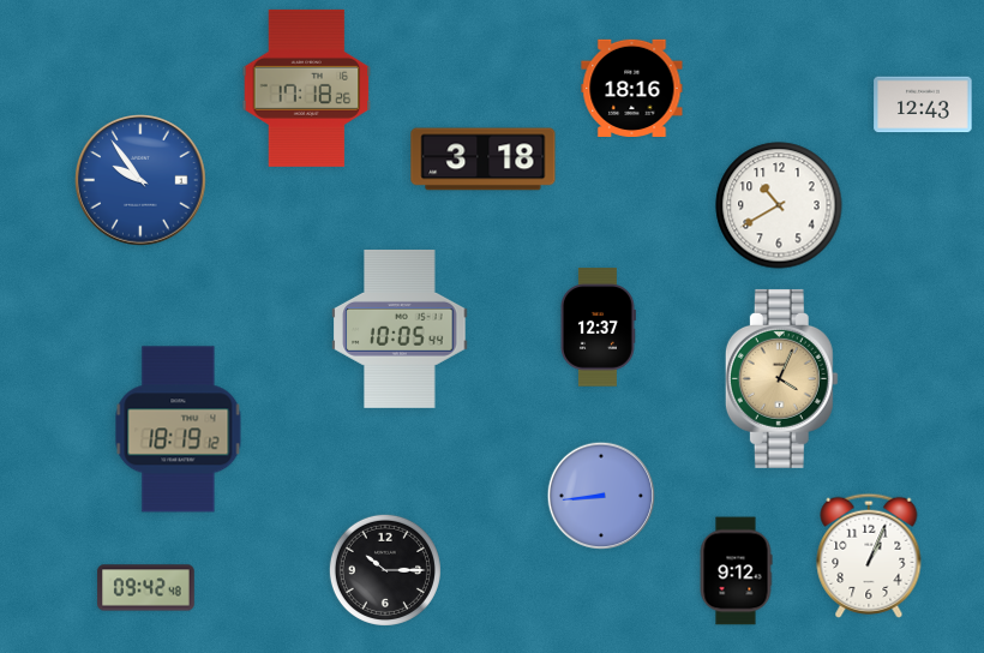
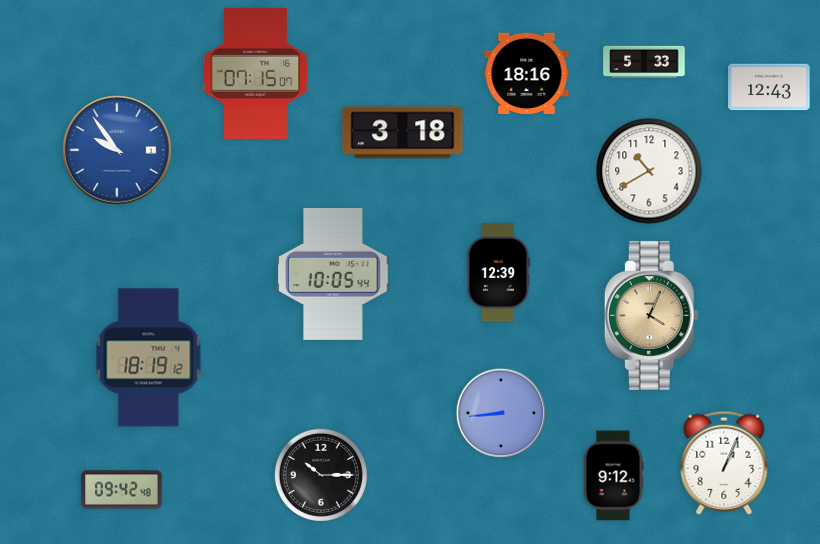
clock at (644, 62): none -> 5:33
clock at (307, 88): 17:18 -> 07:15
clock at (598, 328): 12:37 -> 12:39
